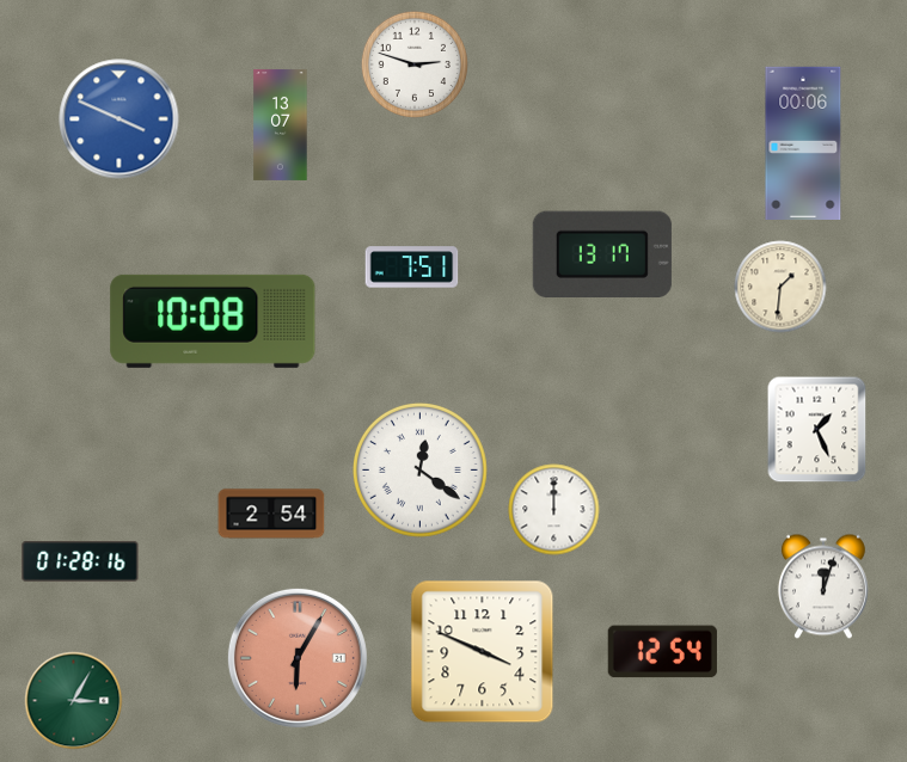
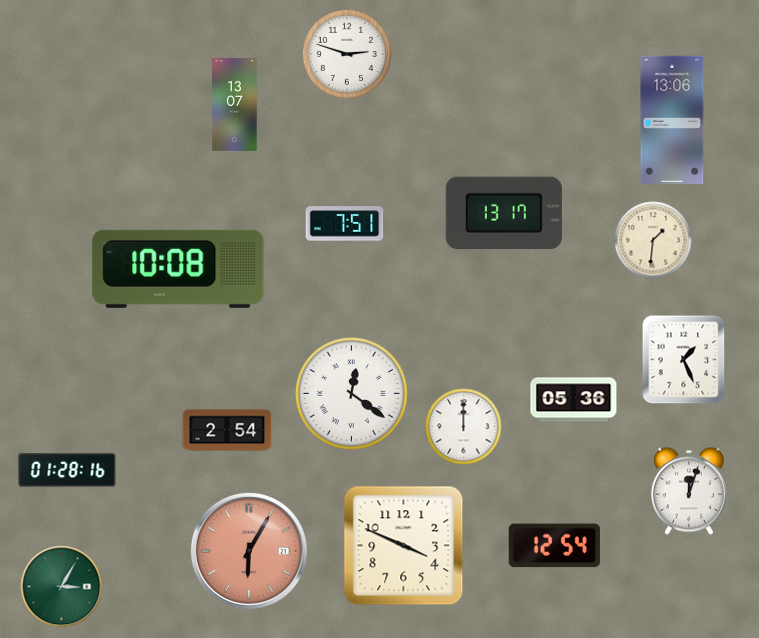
clock at (119, 119): 3:49 -> none
clock at (803, 142): 00:06 -> 13:06
clock at (574, 400): none -> 05:36
